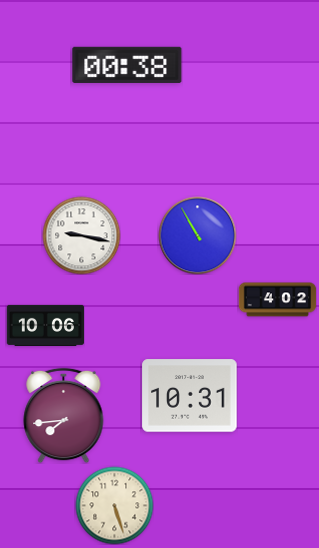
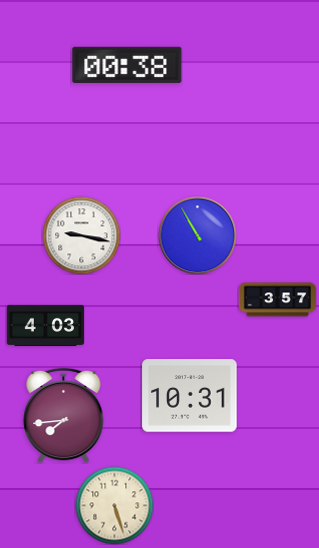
clock at (277, 300): 4:02 -> 3:57
clock at (45, 325): 10:06 -> 4:03
